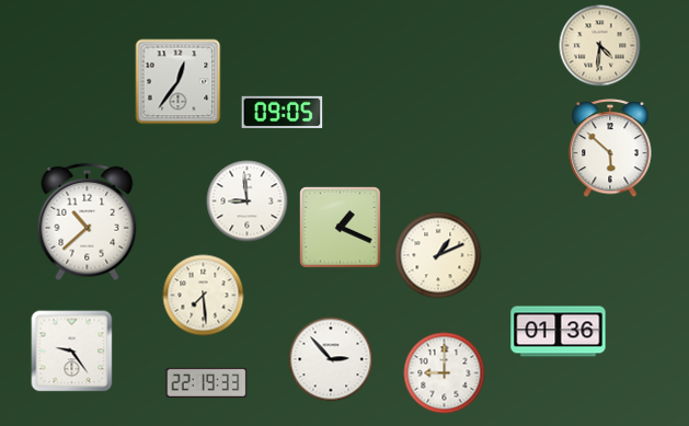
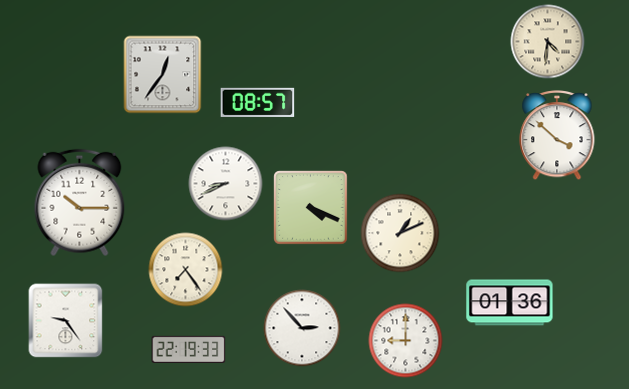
clock at (283, 112): 09:05 -> 08:57
clock at (610, 149): 5:52 -> 3:52
clock at (248, 202): 8:59 -> 8:41
clock at (88, 222): 10:38 -> 10:15
clock at (341, 228): 1:19 -> 4:19
clock at (204, 296): 7:29 -> 7:24
